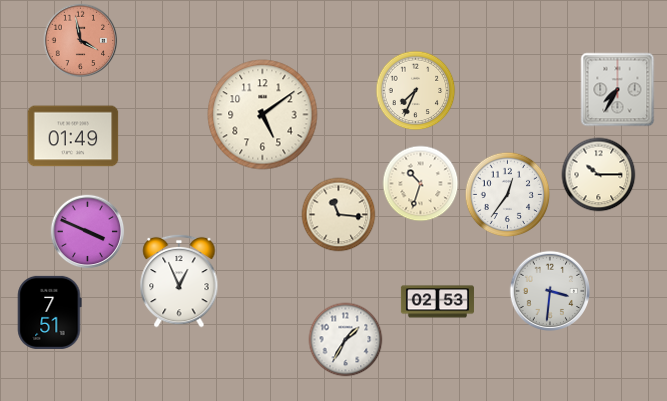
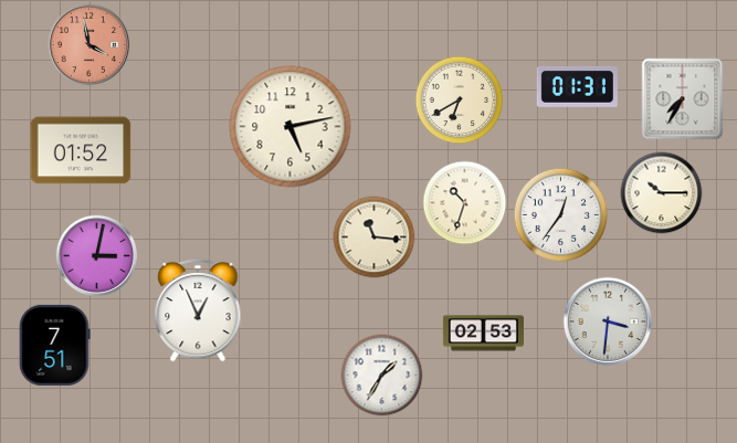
clock at (577, 87): none -> 01:31
clock at (416, 91): 7:34 -> 6:40
clock at (263, 115): 5:09 -> 5:13
clock at (73, 136): 01:49 -> 01:52
clock at (88, 232): 3:49 -> 3:02
